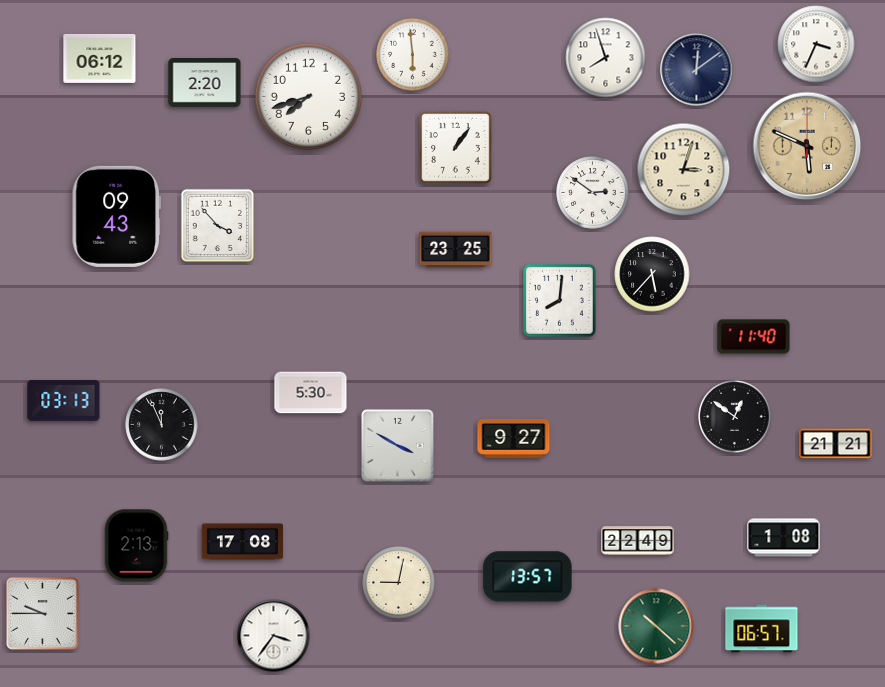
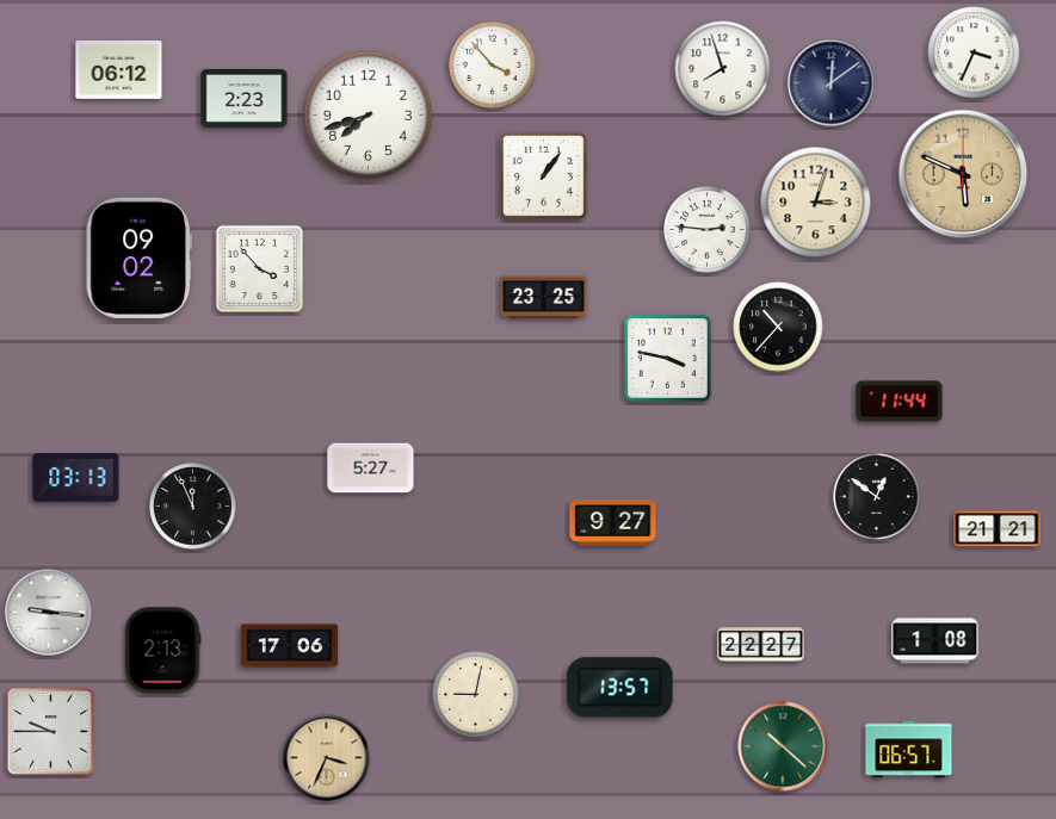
clock at (413, 55): 5:59 -> 3:53
clock at (205, 83): 2:20 -> 2:23
clock at (593, 193): 2:51 -> 2:46
clock at (116, 216): 09:43 -> 09:02
clock at (652, 274): 5:37 -> 10:37
clock at (560, 301): 8:01 -> 3:47
clock at (754, 337): 11:40 -> 11:44
clock at (311, 393): 5:30 -> 5:27
clock at (397, 445): 3:50 -> none
clock at (49, 613): none -> 9:16
clock at (638, 541): 22:49 -> 22:27
clock at (243, 542): 17:08 -> 17:06
clock at (528, 577) position: (528, 577) -> (620, 688)
clock at (274, 636): 3:36 -> 3:34
clock at (274, 636) dial: white -> champagne
